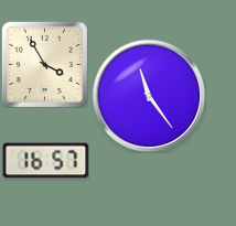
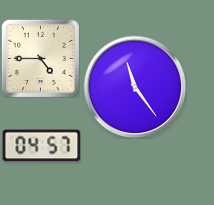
clock at (44, 64): 3:55 -> 4:45
clock at (45, 161): 16:57 -> 04:57
